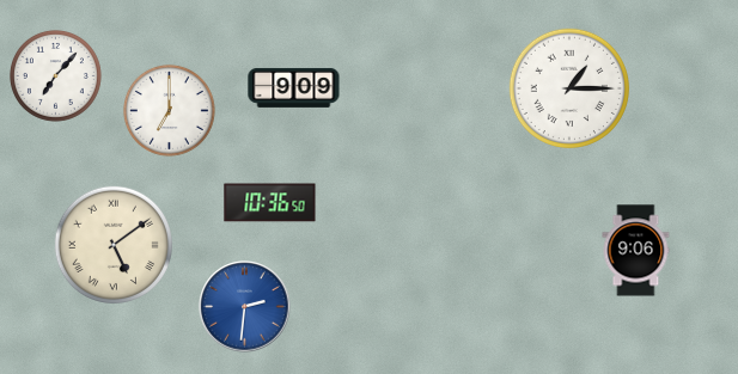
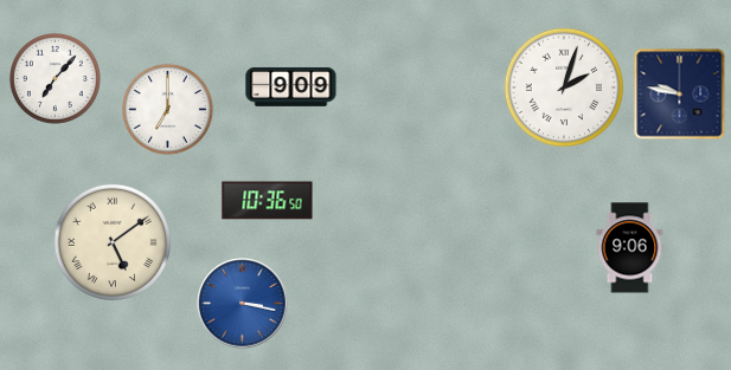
clock at (55, 75) position: (55, 75) -> (54, 78)
clock at (568, 87): 1:15 -> 2:03
clock at (680, 95): none -> 9:47
clock at (245, 307): 2:31 -> 3:17
